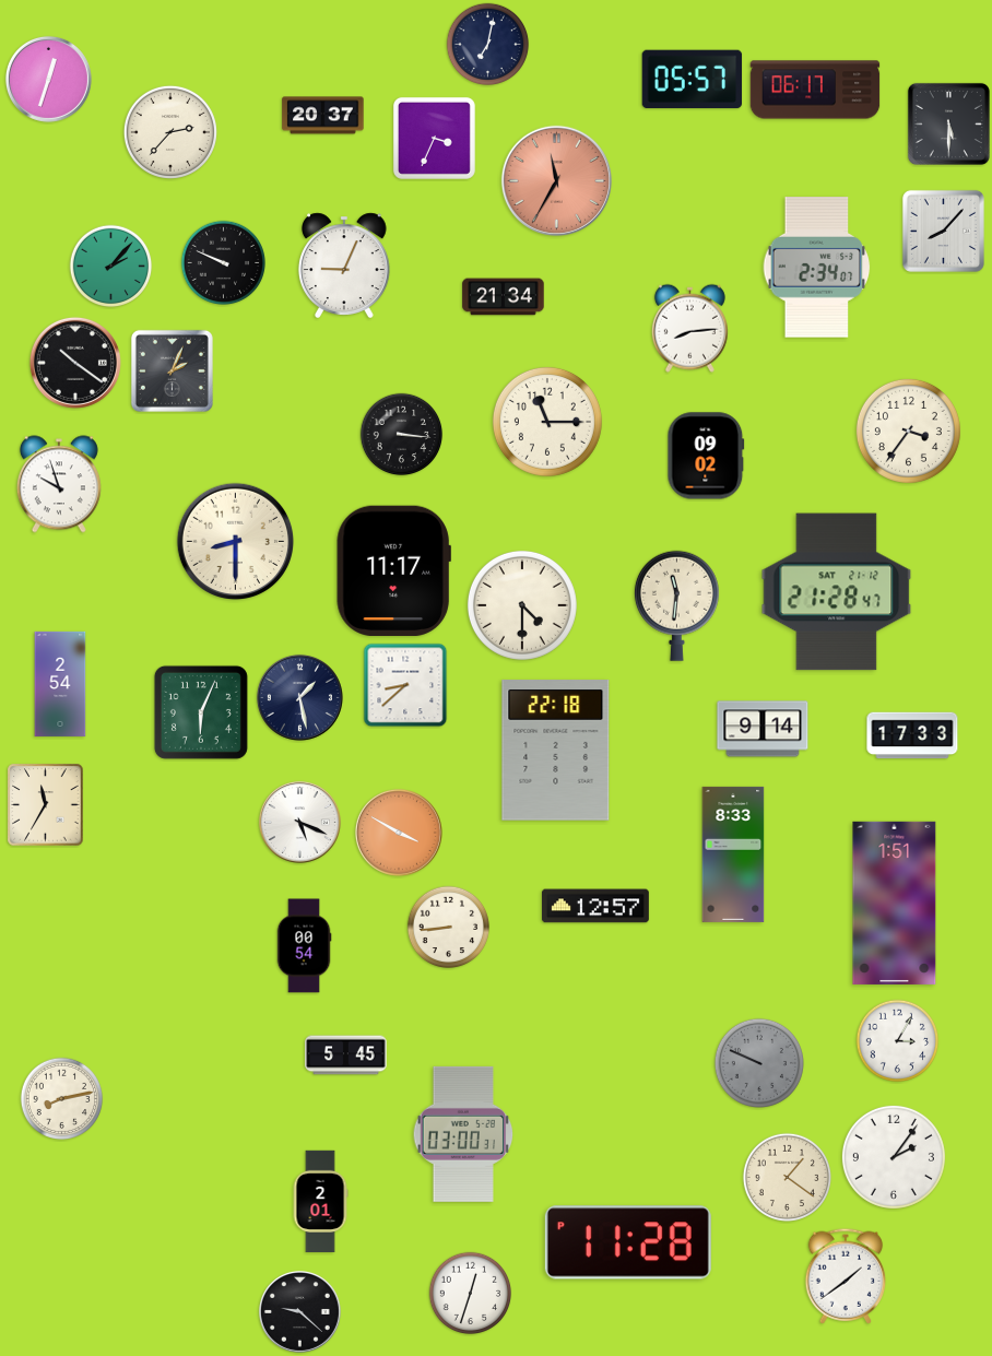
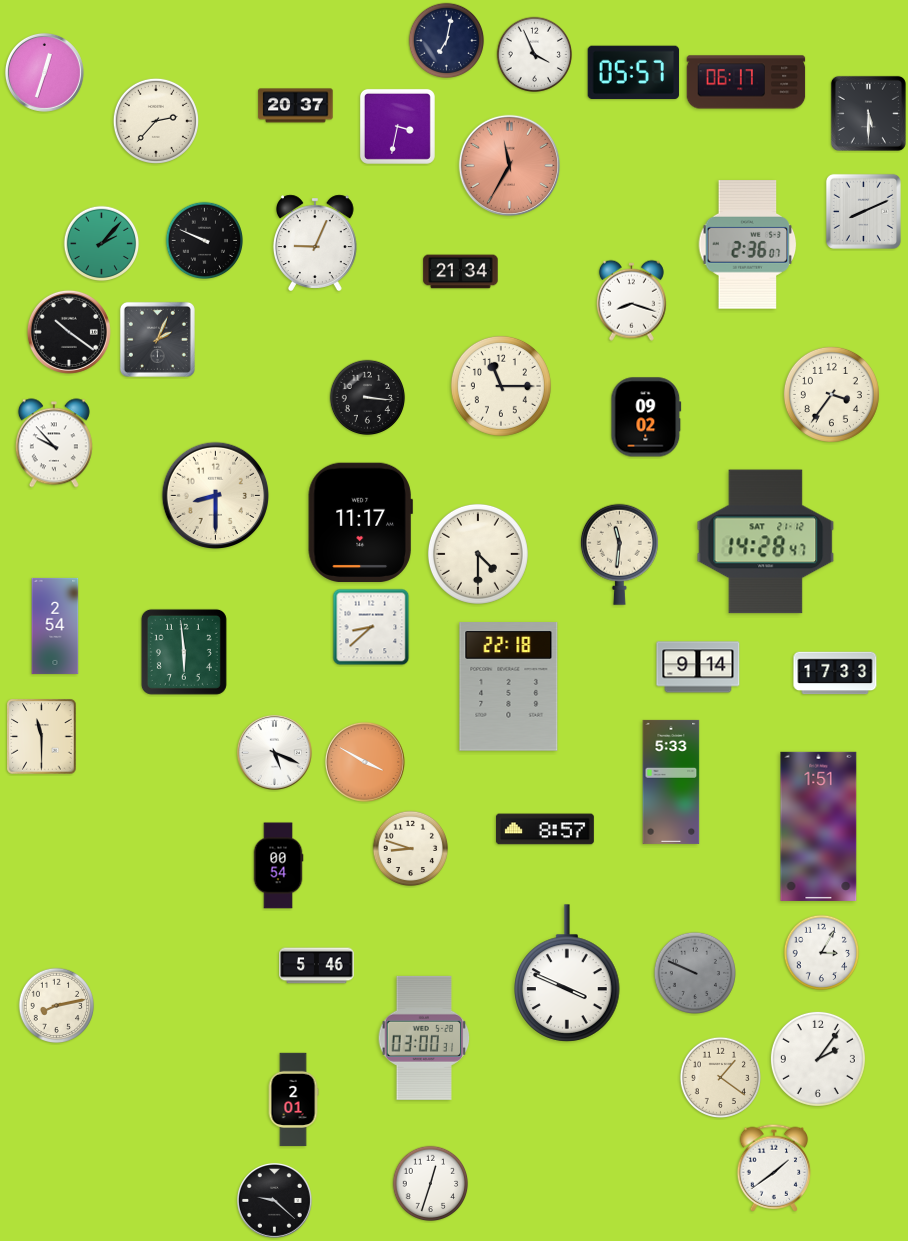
clock at (535, 55): none -> 3:56
clock at (434, 138): 3:34 -> 3:32
clock at (943, 231): 8:07 -> 8:11
clock at (817, 268): 2:34 -> 2:36
clock at (689, 328): 8:14 -> 8:18
clock at (59, 484): 9:57 -> 9:53
clock at (837, 592): 21:28 -> 14:28
clock at (299, 697): 1:28 -> none
clock at (201, 712): 6:04 -> 5:59
clock at (46, 805): 11:35 -> 11:30
clock at (733, 854): 8:33 -> 5:33
clock at (595, 906): 12:57 -> 8:57
clock at (449, 928): 8:44 -> 8:48
clock at (346, 1056): 5:45 -> 5:46
clock at (567, 973): none -> 3:49
clock at (628, 1242): 11:28 -> none
